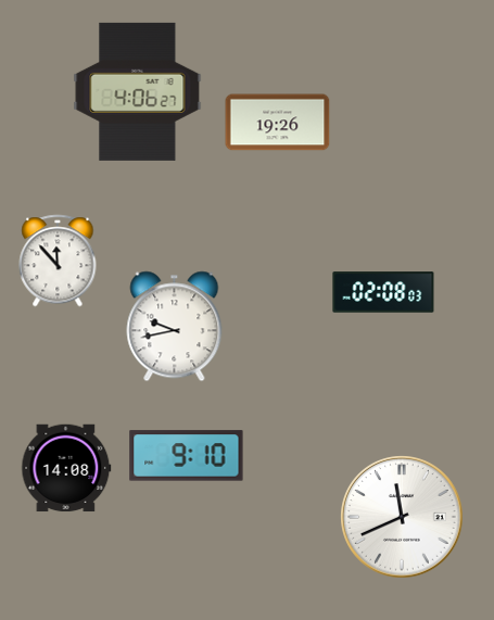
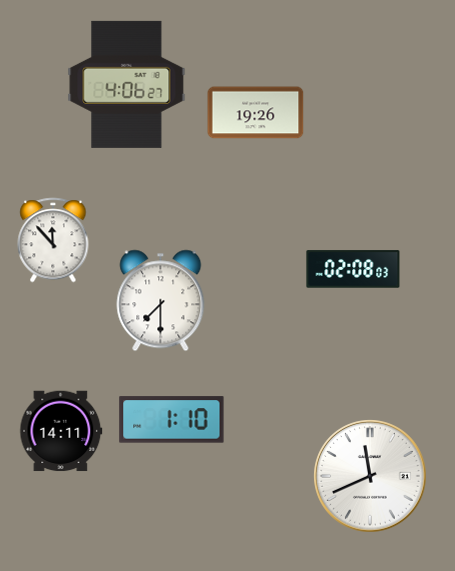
clock at (175, 327): 9:43 -> 7:30
clock at (187, 456): 9:10 -> 1:10
clock at (66, 468): 14:08 -> 14:11
